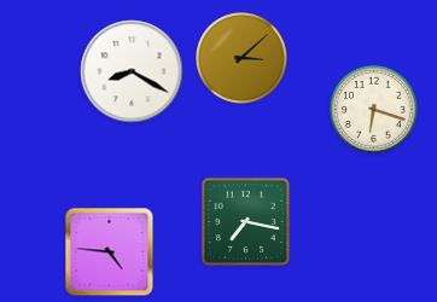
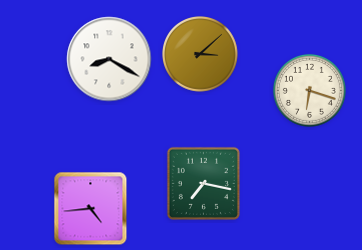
clock at (243, 59) position: (243, 59) -> (201, 55)
clock at (110, 252): 4:46 -> 4:44
